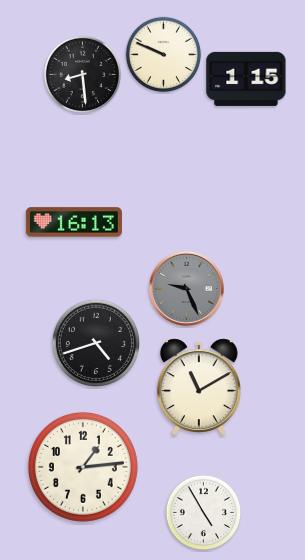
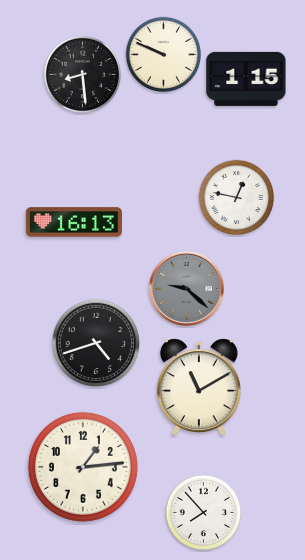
clock at (237, 198): none -> 12:47
clock at (186, 288): 9:26 -> 9:22
clock at (204, 513): 4:55 -> 7:53
